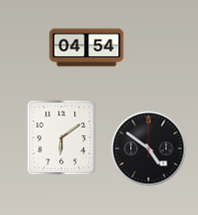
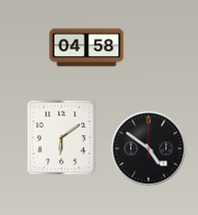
clock at (87, 48): 04:54 -> 04:58
